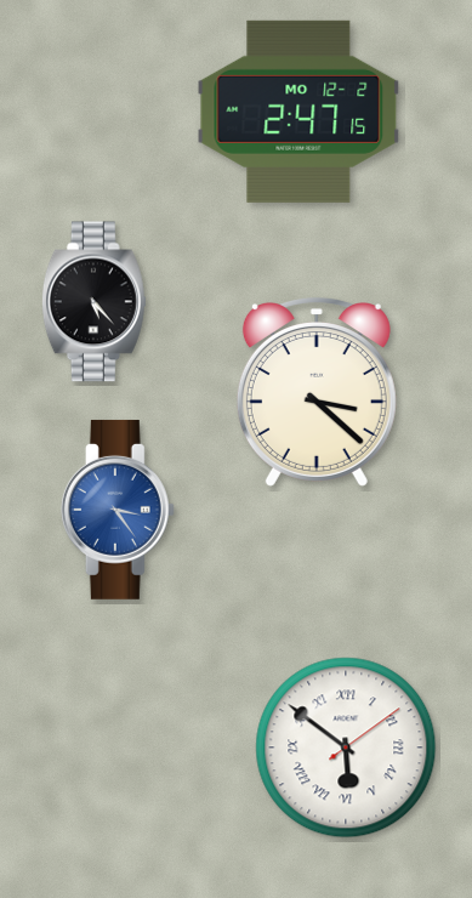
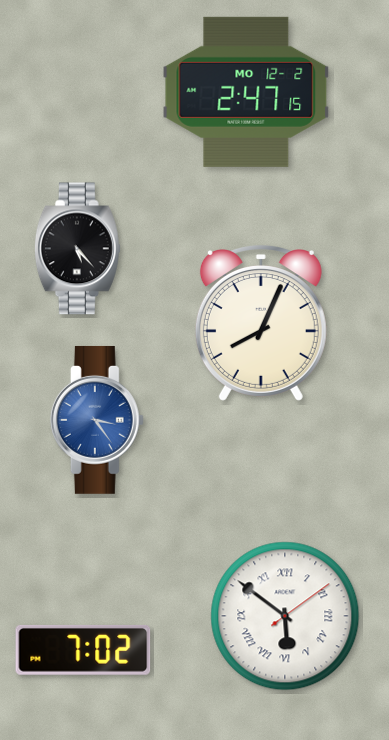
clock at (317, 393): 3:22 -> 8:04
clock at (83, 650): none -> 7:02
